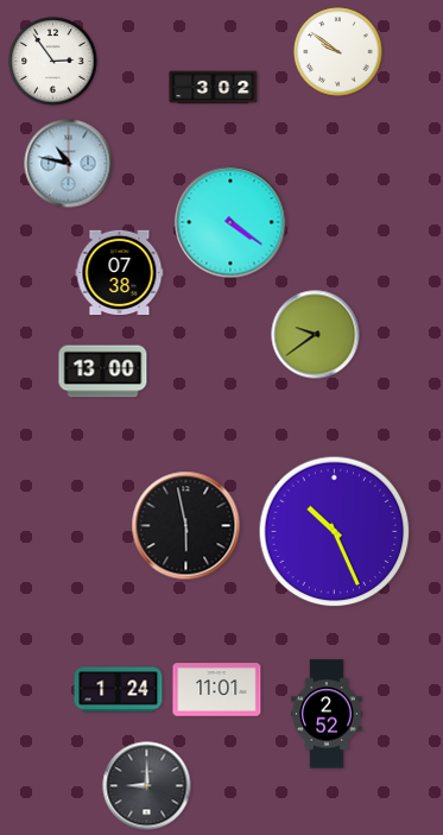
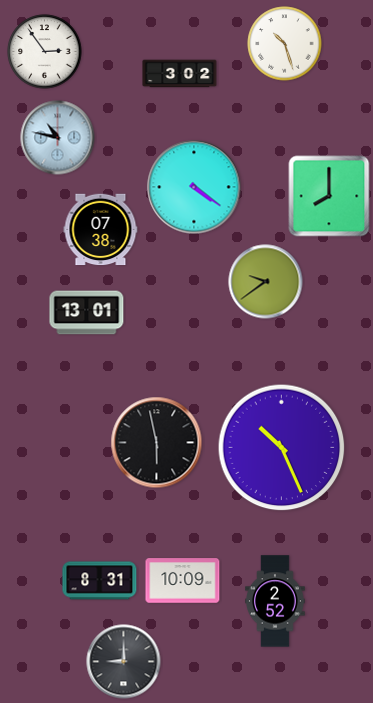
clock at (338, 52): 9:51 -> 10:27
clock at (329, 196): none -> 8:00
clock at (103, 372): 13:00 -> 13:01
clock at (119, 690): 1:24 -> 8:31
clock at (217, 690): 11:01 -> 10:09
